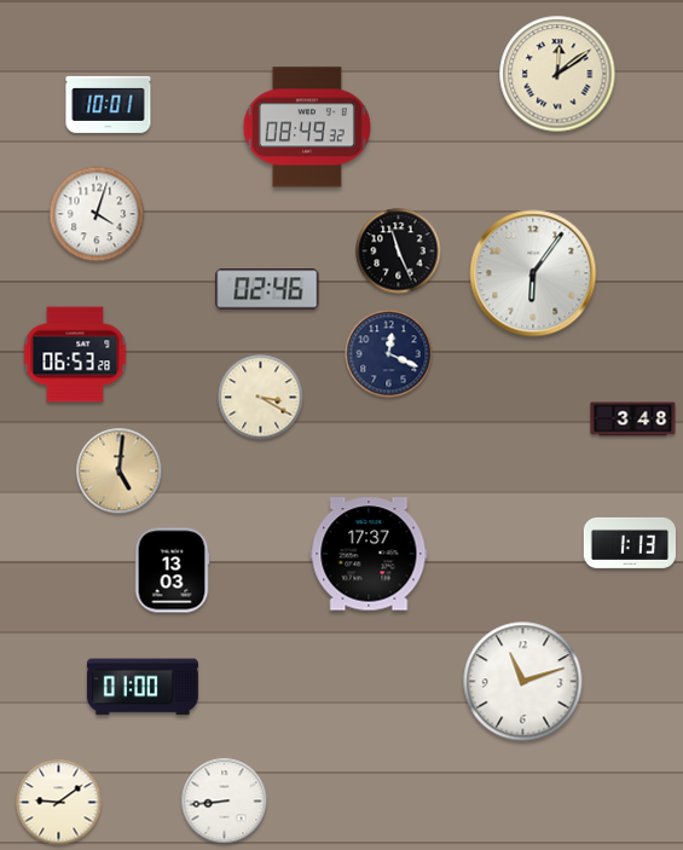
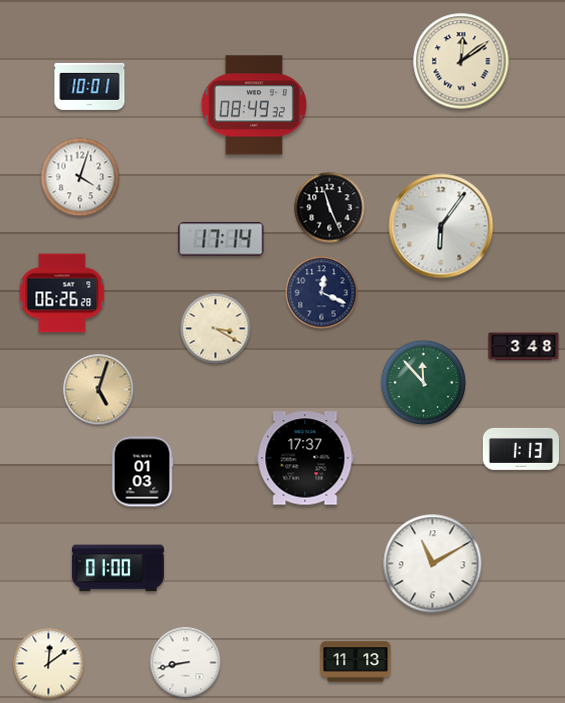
clock at (267, 289): 02:46 -> 17:14
clock at (75, 354): 06:53 -> 06:26
clock at (424, 383): none -> 11:53
clock at (120, 472): 5:01 -> 5:03
clock at (172, 571): 13:03 -> 01:03
clock at (523, 682): 11:12 -> 11:10
clock at (356, 662): none -> 11:13
clock at (225, 802): 8:44 -> 8:43
clock at (59, 803): 9:09 -> 12:09
